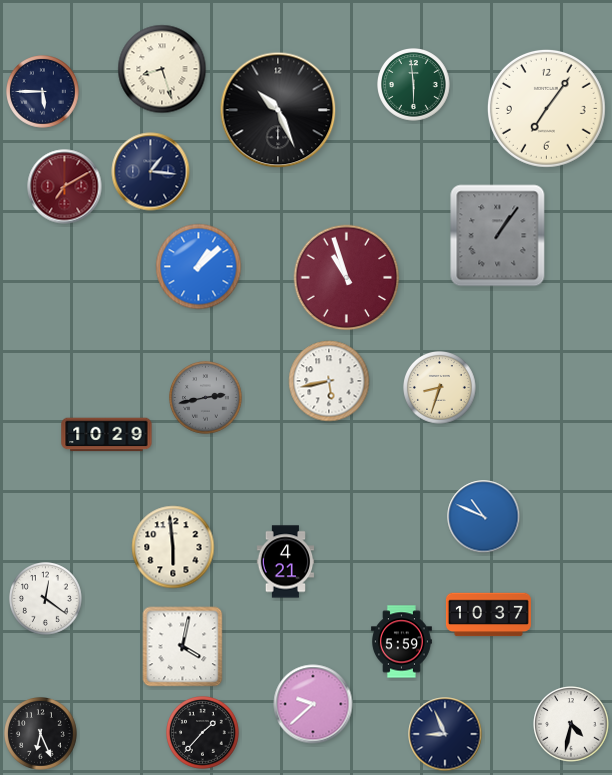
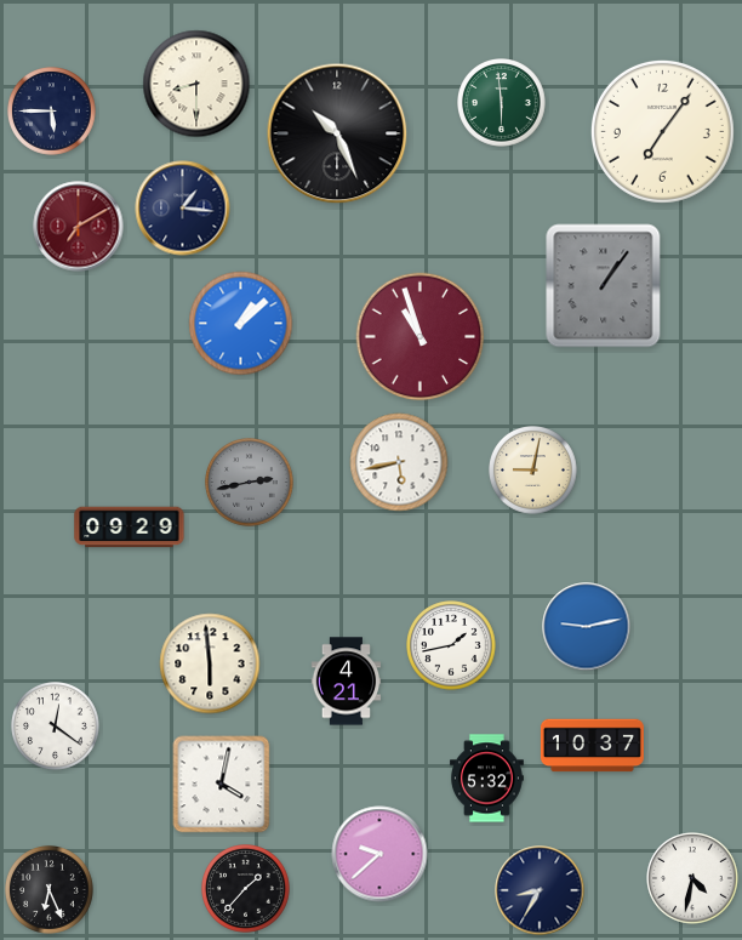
clock at (162, 69): 8:27 -> 8:30
clock at (440, 388): 8:33 -> 9:02
clock at (107, 435): 10:29 -> 09:29
clock at (484, 517): 10:49 -> 9:13
clock at (451, 645): none -> 1:43
clock at (401, 642): 5:59 -> 5:32
clock at (445, 734): 8:56 -> 8:35
